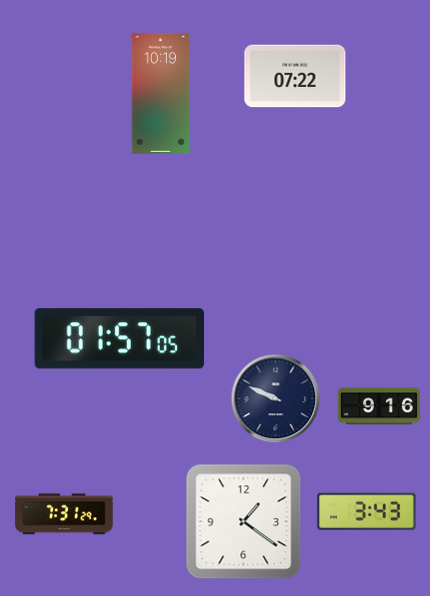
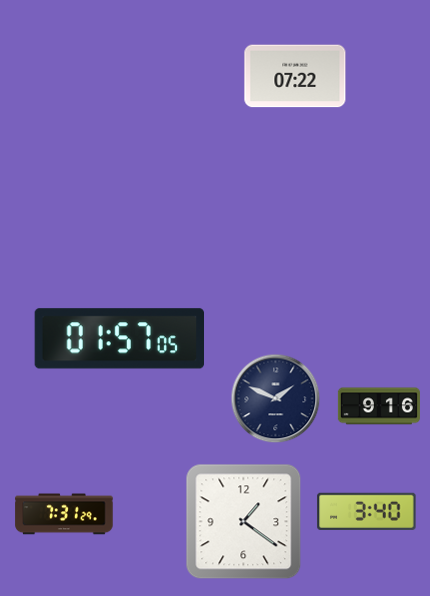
clock at (161, 93): 10:19 -> none
clock at (276, 399): 9:49 -> 1:49
clock at (367, 511): 3:43 -> 3:40
